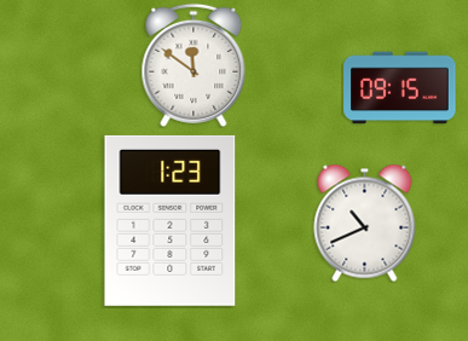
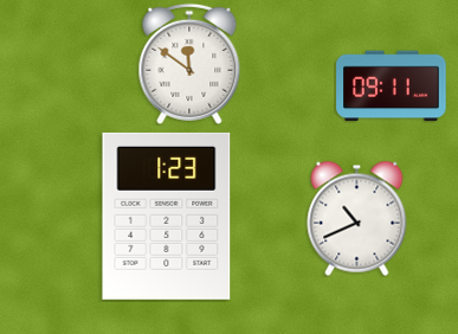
clock at (400, 88): 09:15 -> 09:11
